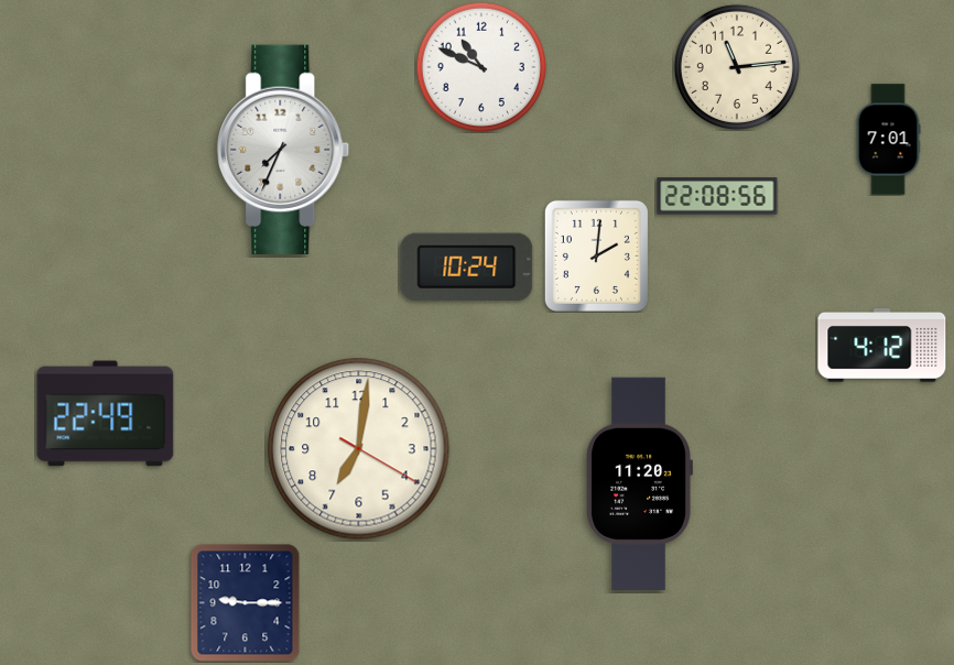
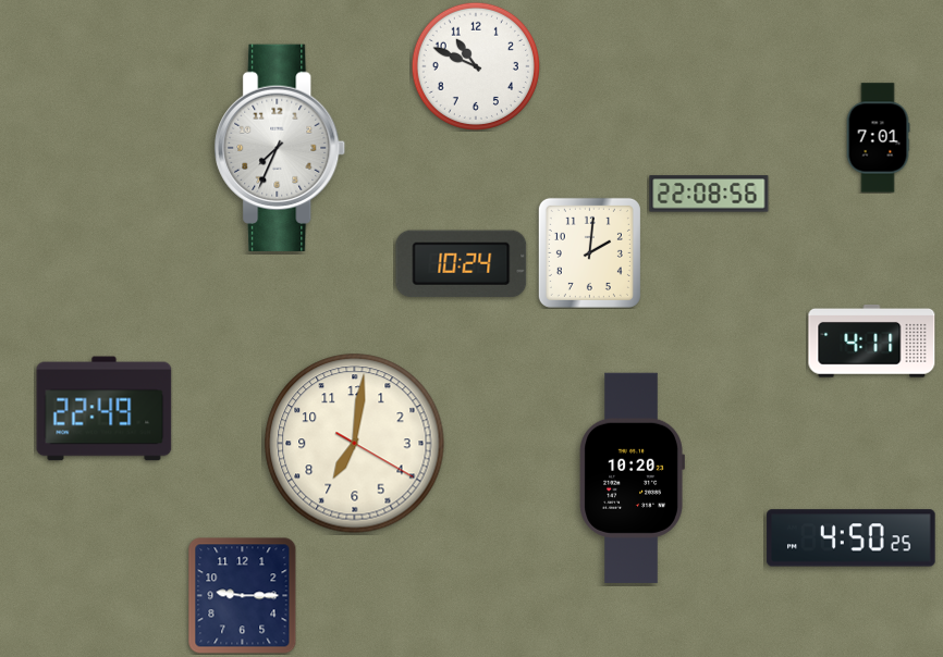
clock at (737, 67): 11:14 -> none
clock at (882, 346): 4:12 -> 4:11
clock at (639, 483): 11:20 -> 10:20
clock at (852, 538): none -> 4:50
